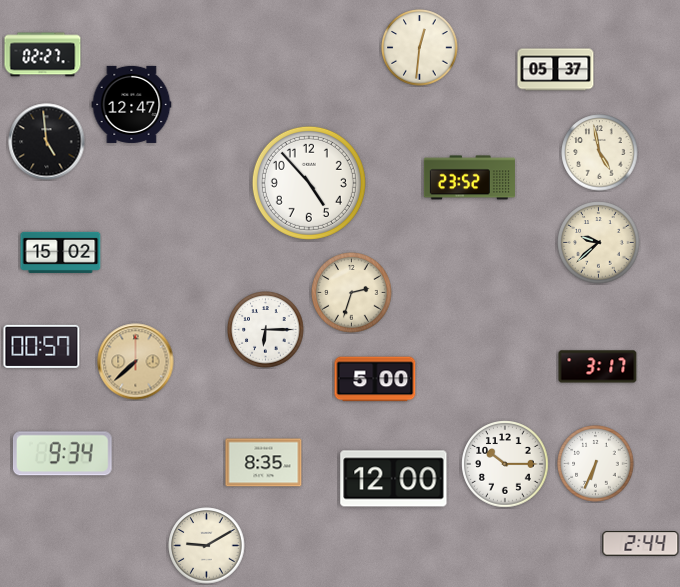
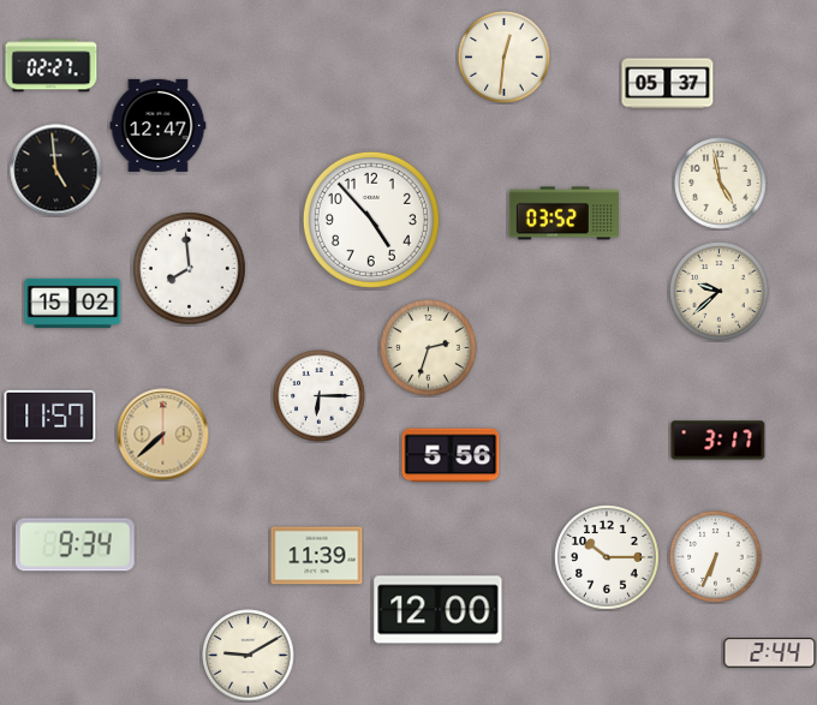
clock at (469, 178): 23:52 -> 03:52
clock at (190, 269): none -> 7:59
clock at (352, 293) position: (352, 293) -> (429, 348)
clock at (42, 346): 00:57 -> 11:57
clock at (375, 379): 5:00 -> 5:56
clock at (264, 463): 8:35 -> 11:39
clock at (394, 479) position: (394, 479) -> (439, 610)
